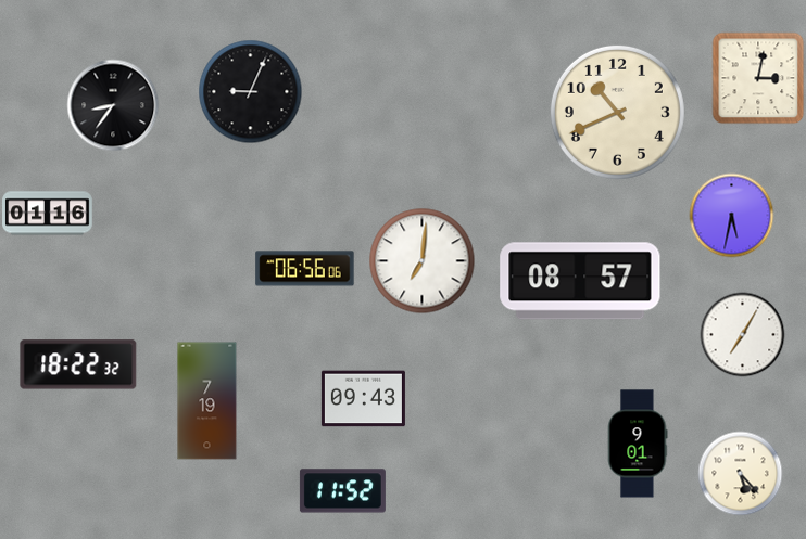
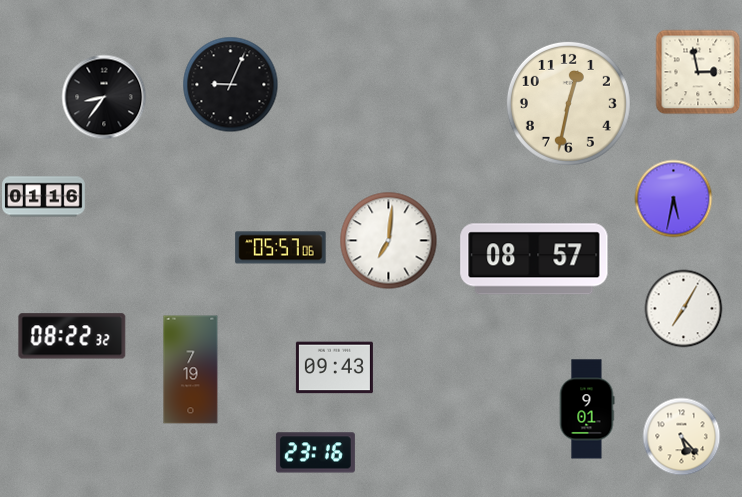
clock at (758, 78): 3:02 -> 2:58
clock at (617, 112): 10:41 -> 12:32
clock at (305, 269): 06:56 -> 05:57
clock at (78, 364): 18:22 -> 08:22
clock at (342, 491): 11:52 -> 23:16
